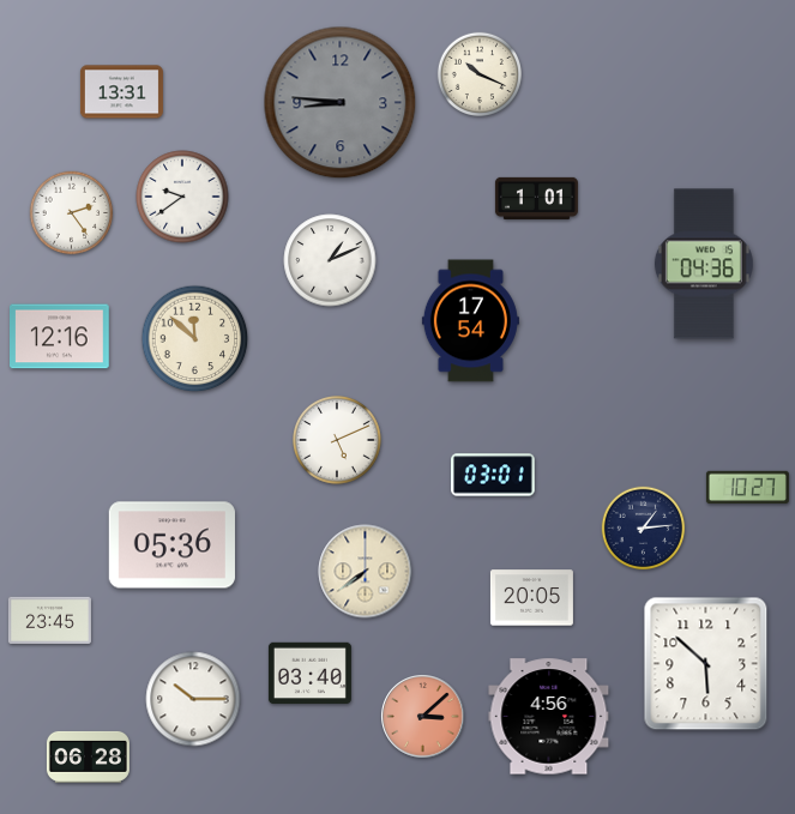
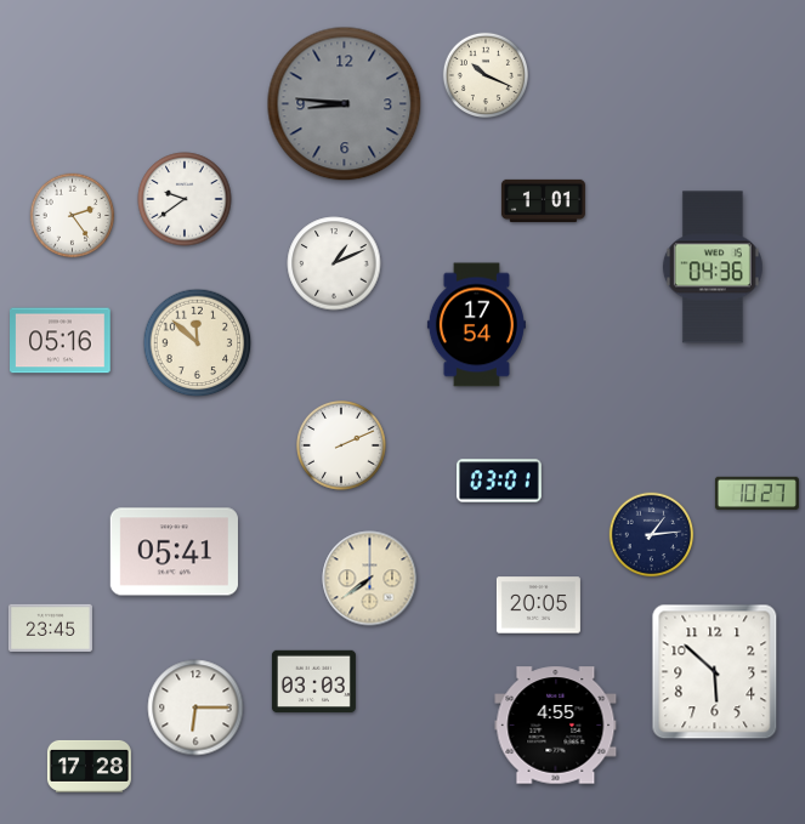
clock at (121, 92): 13:31 -> none
clock at (60, 337): 12:16 -> 05:16
clock at (338, 441): 5:11 -> 2:11
clock at (171, 545): 05:36 -> 05:41
clock at (309, 674): 03:40 -> 03:03
clock at (193, 699): 10:15 -> 6:15
clock at (423, 717): 3:08 -> none
clock at (549, 717): 4:56 -> 4:55
clock at (88, 756): 06:28 -> 17:28
